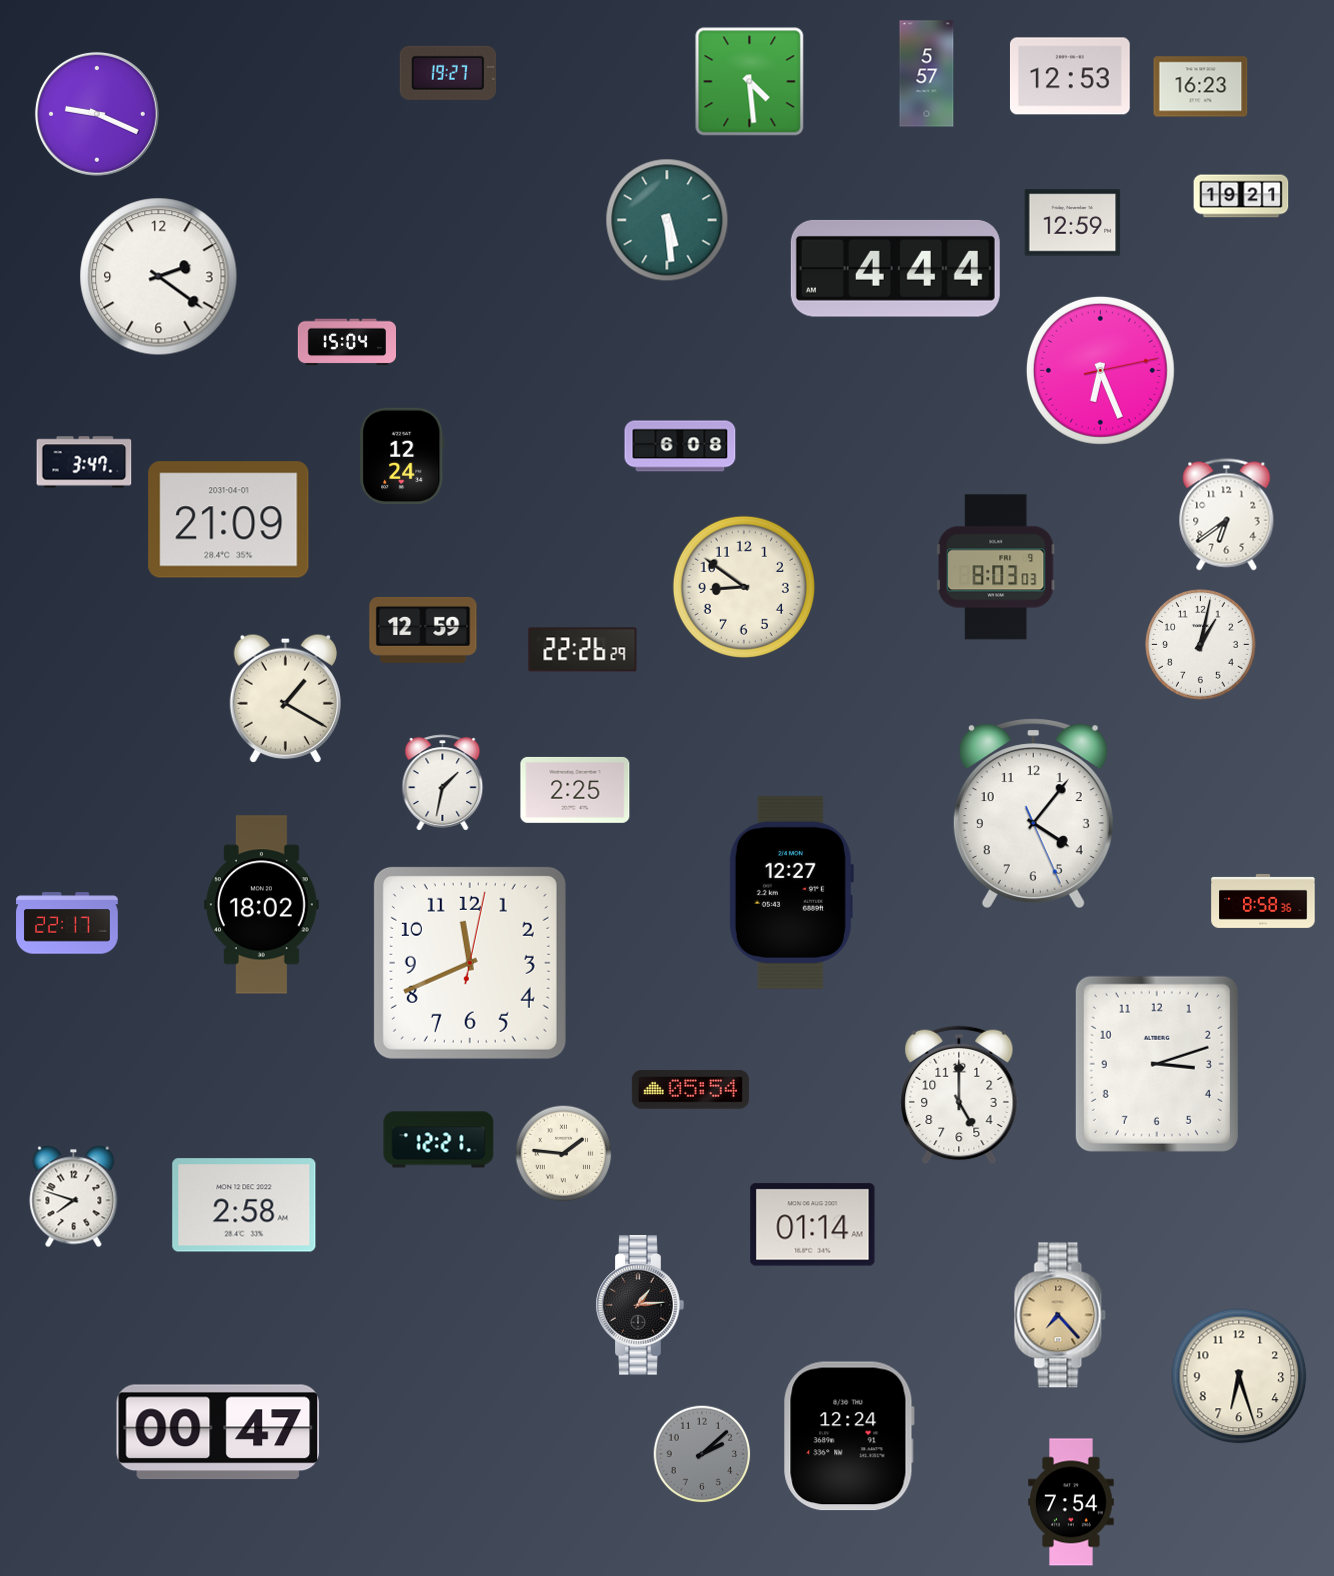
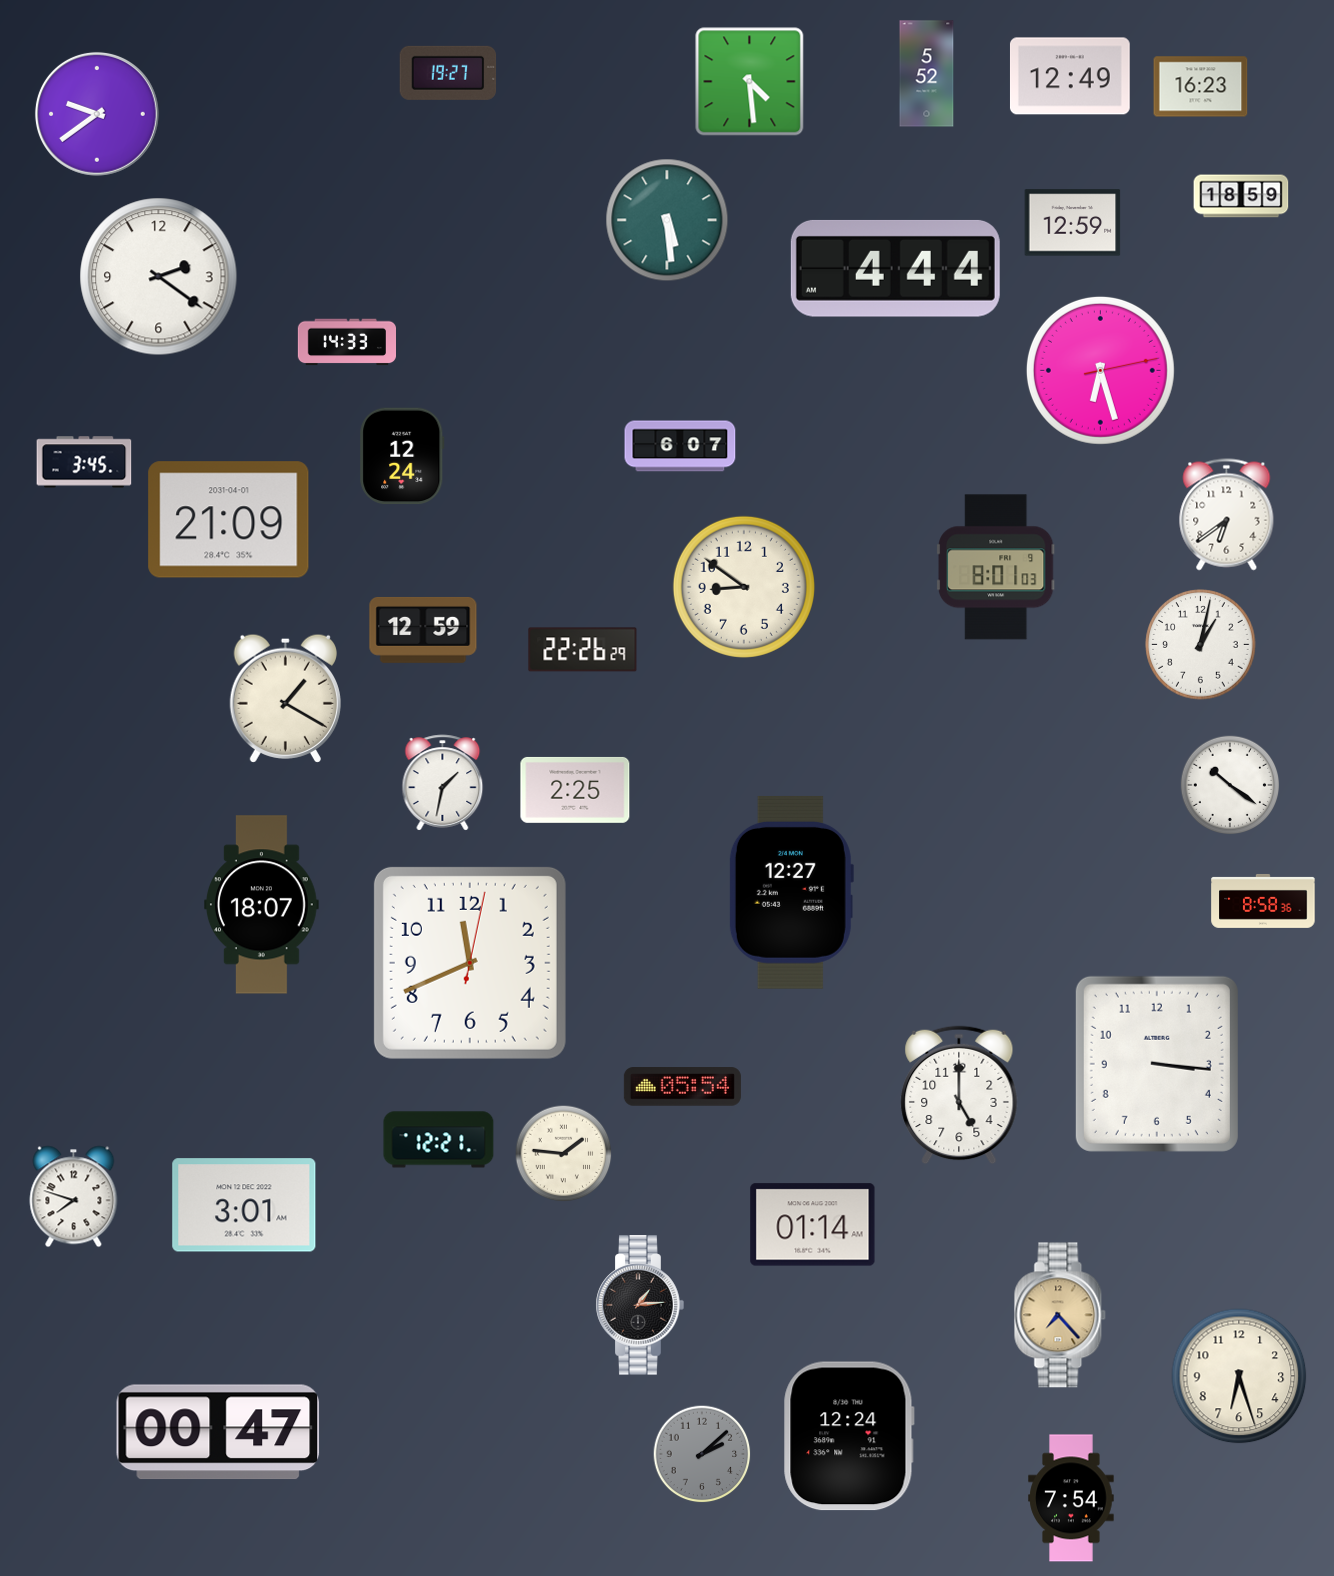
clock at (927, 74): 5:57 -> 5:52
clock at (1070, 76): 12:53 -> 12:49
clock at (97, 114): 9:19 -> 9:39
clock at (1241, 196): 19:21 -> 18:59
clock at (346, 342): 15:04 -> 14:33
clock at (1100, 370): 6:26 -> 6:27
clock at (680, 446): 6:08 -> 6:07
clock at (84, 462): 3:47 -> 3:45
clock at (997, 567): 8:03 -> 8:01
clock at (1230, 785): none -> 10:21
clock at (1033, 813): 4:06 -> none
clock at (262, 905): 18:02 -> 18:07
clock at (67, 923): 22:17 -> none
clock at (1157, 1064): 3:12 -> 3:16
clock at (690, 1090) position: (690, 1090) -> (682, 1087)
clock at (244, 1205): 2:58 -> 3:01
clock at (1071, 1502) position: (1071, 1502) -> (1071, 1498)
